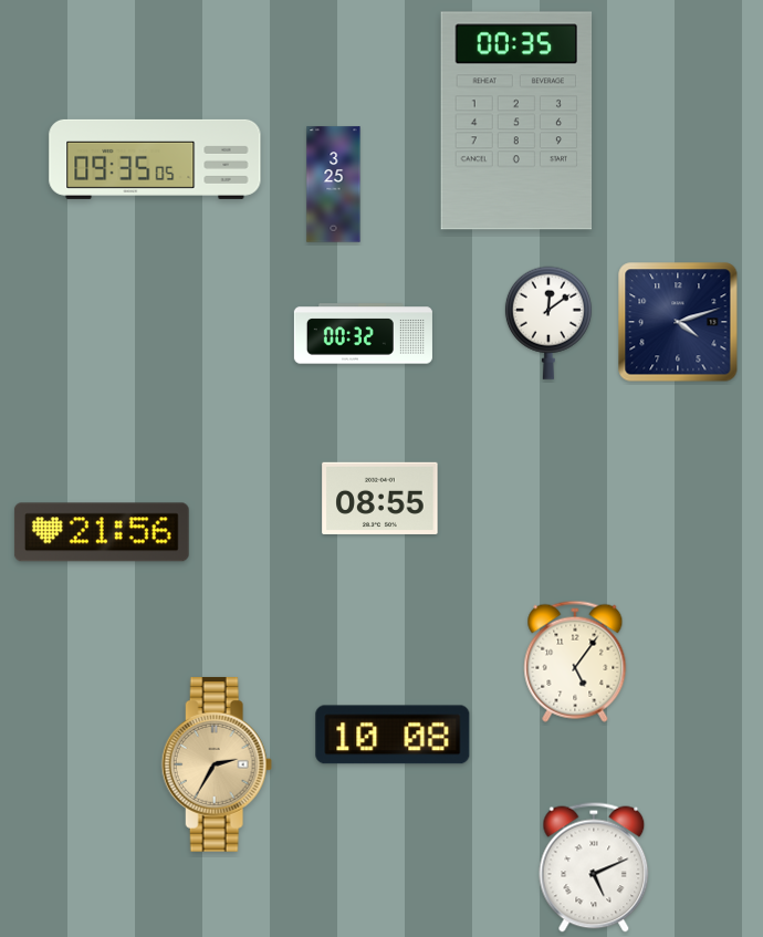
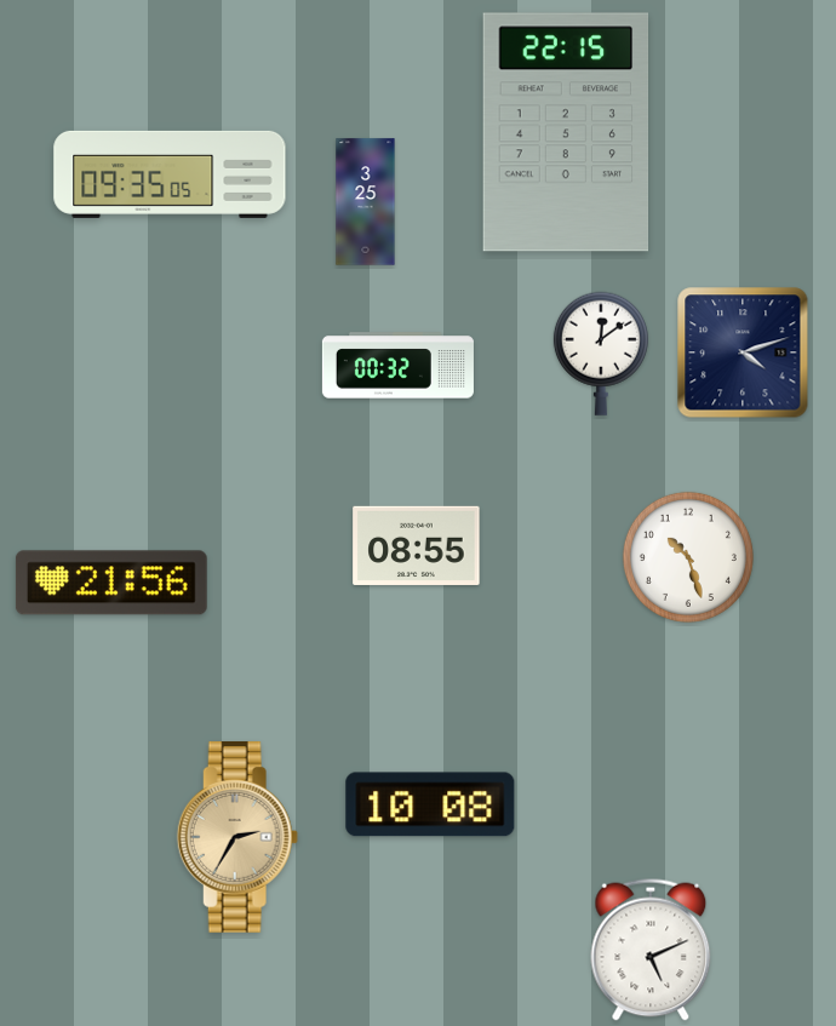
clock at (516, 121): 00:35 -> 22:15
clock at (688, 557): none -> 10:27
clock at (575, 662): 5:06 -> none
